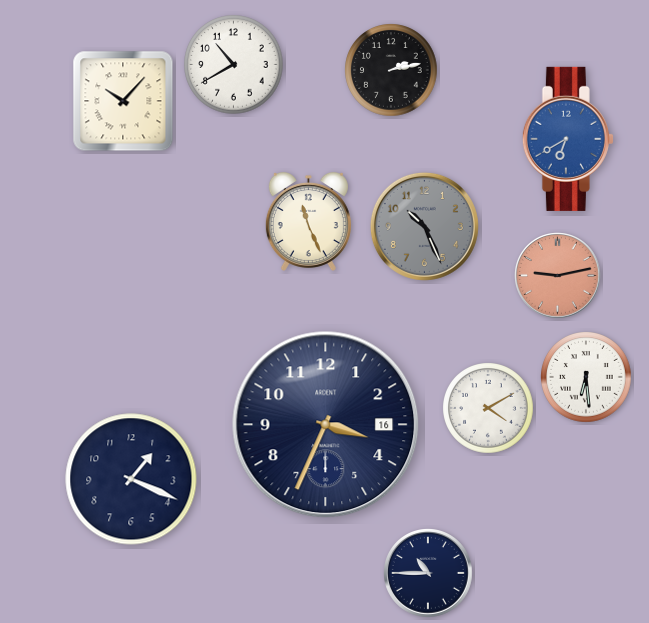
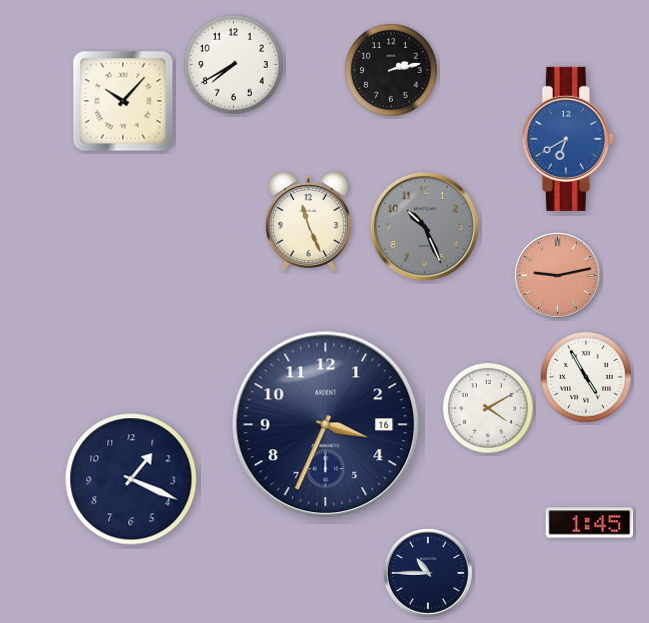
clock at (234, 65): 10:40 -> 7:40
clock at (587, 378): 6:29 -> 4:55
clock at (590, 523): none -> 1:45
